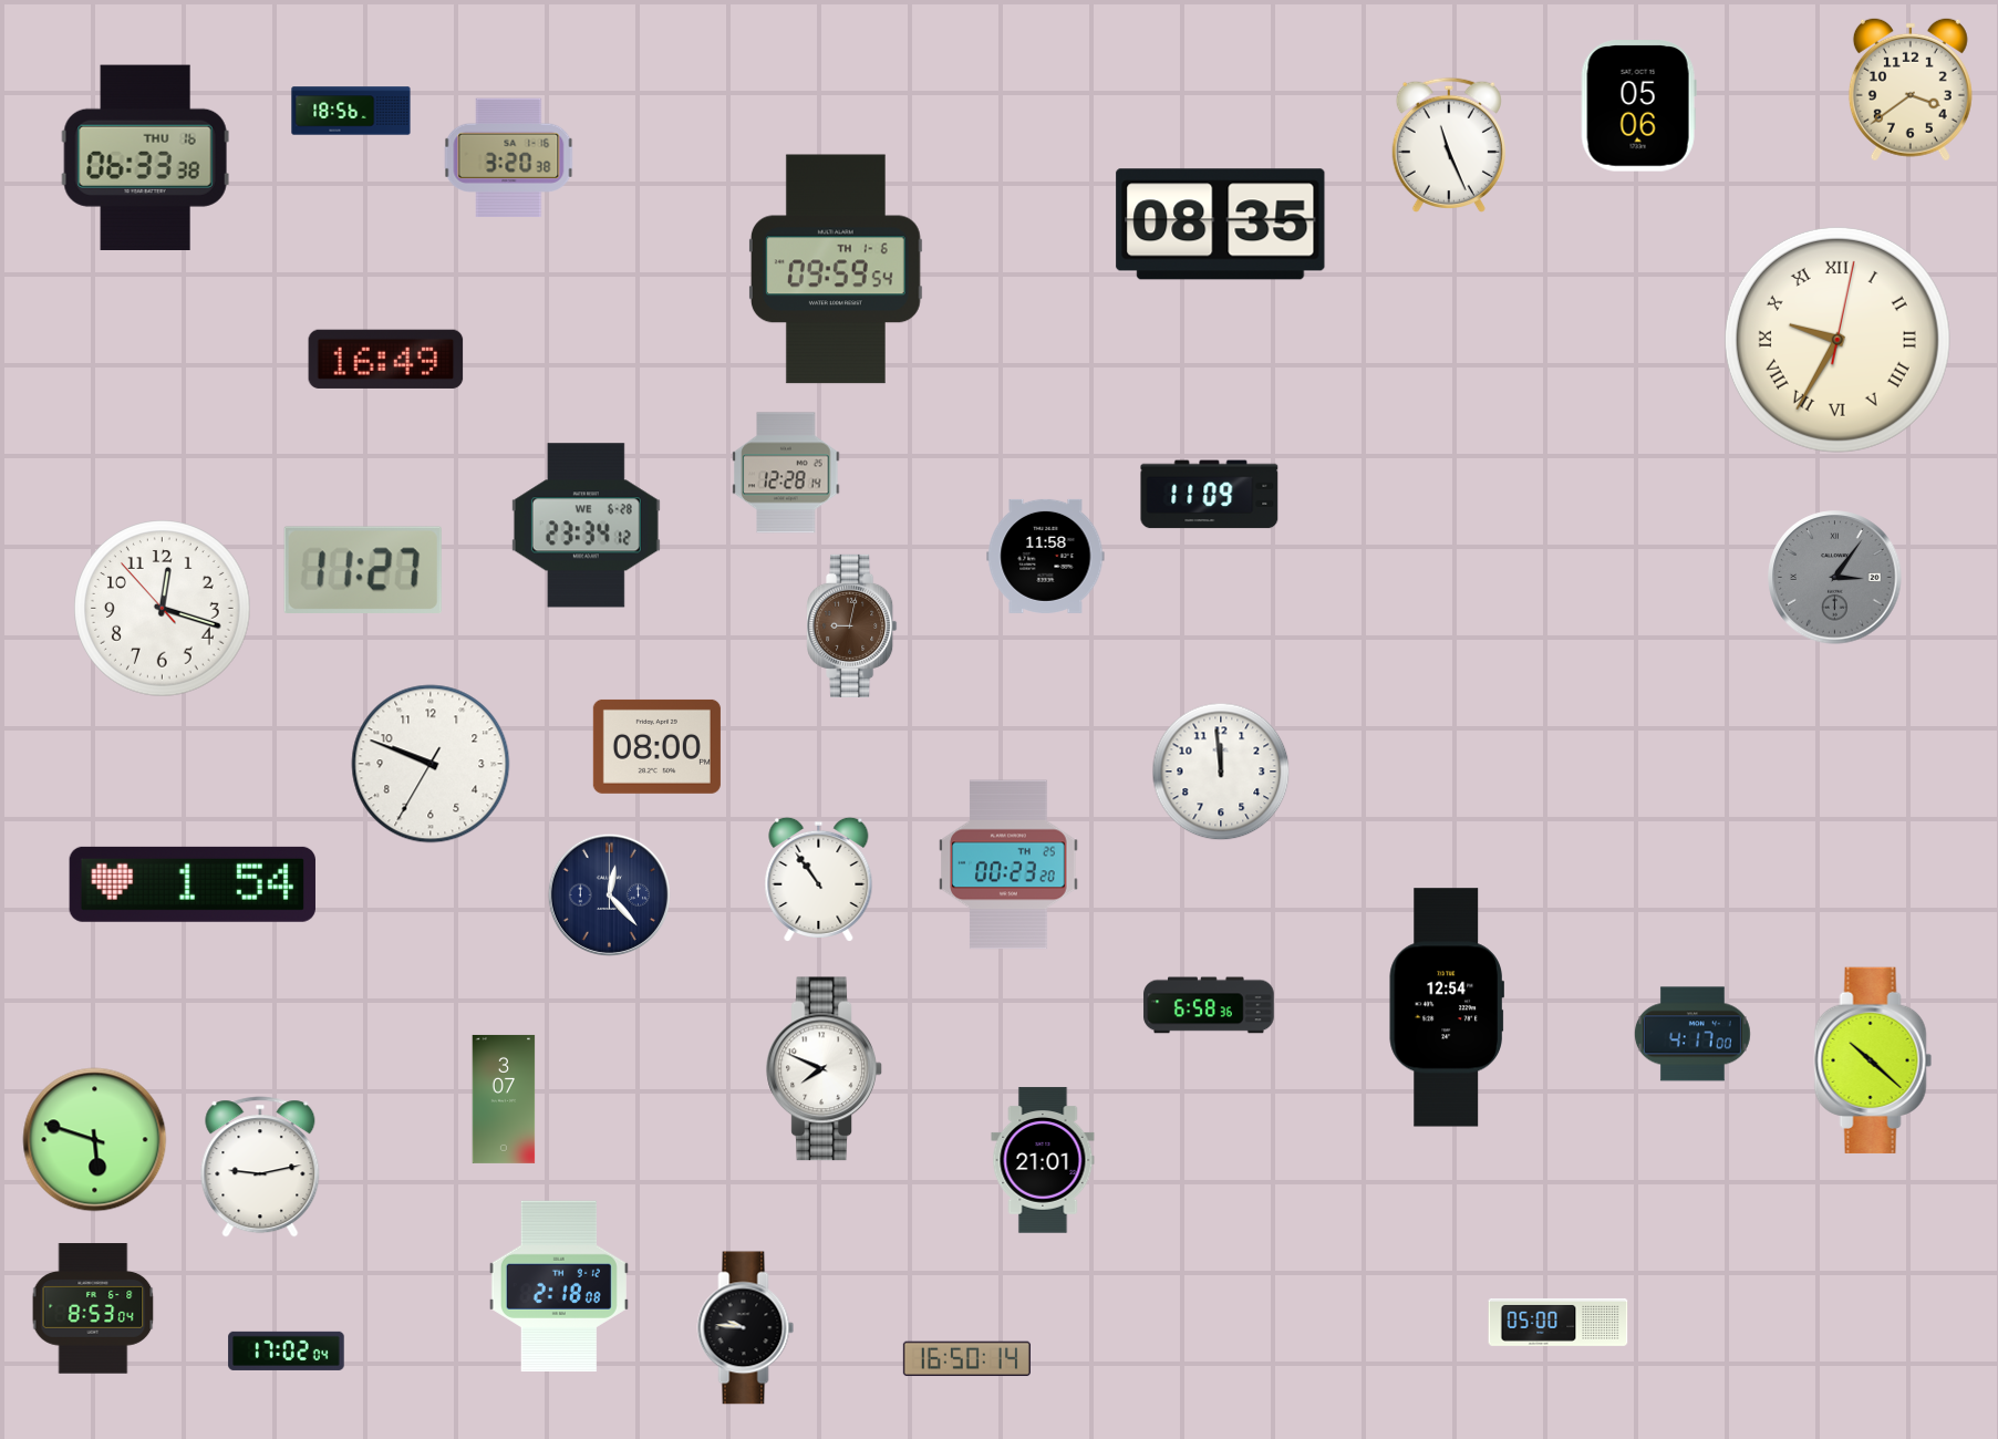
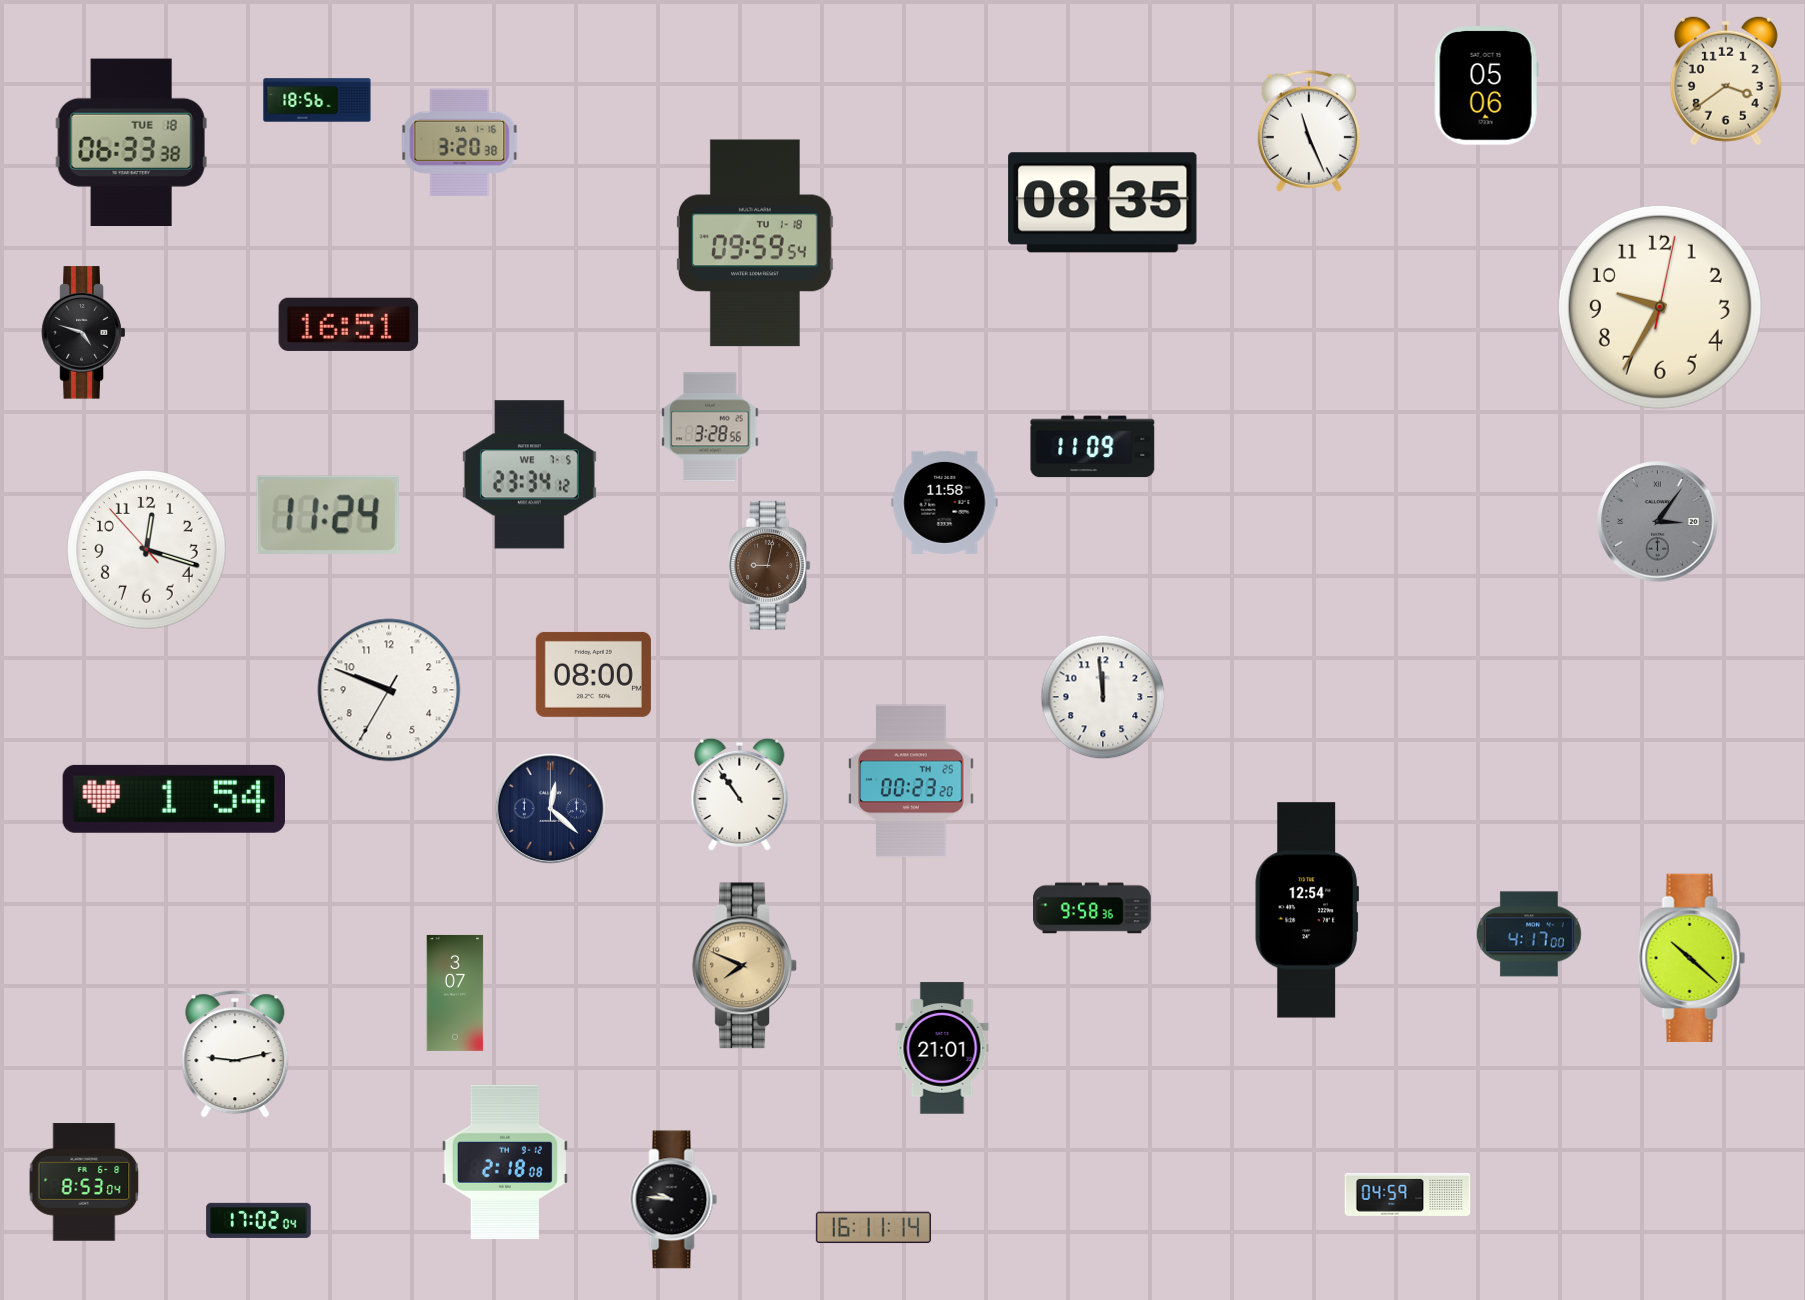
clock at (1638, 106) position: (1638, 106) -> (1486, 86)
clock at (145, 157) date: THU 16 -> TUE 18
clock at (836, 269) date: TH 1-6 -> TU 1-18
clock at (1837, 340) numerals: Roman -> Arabic
clock at (386, 359): 16:49 -> 16:51
clock at (84, 333): none -> 4:48
clock at (786, 473): 12:28 -> 3:28
clock at (586, 526) date: WE 6-28 -> WE 7-5
clock at (363, 569): 11:27 -> 11:24
clock at (609, 894): 12:23 -> 12:22
clock at (1209, 1005): 6:58 -> 9:58
clock at (825, 1069) dial: white -> champagne
clock at (95, 1140): 5:48 -> none
clock at (1559, 1322): 05:00 -> 04:59
clock at (966, 1359): 16:50 -> 16:11
